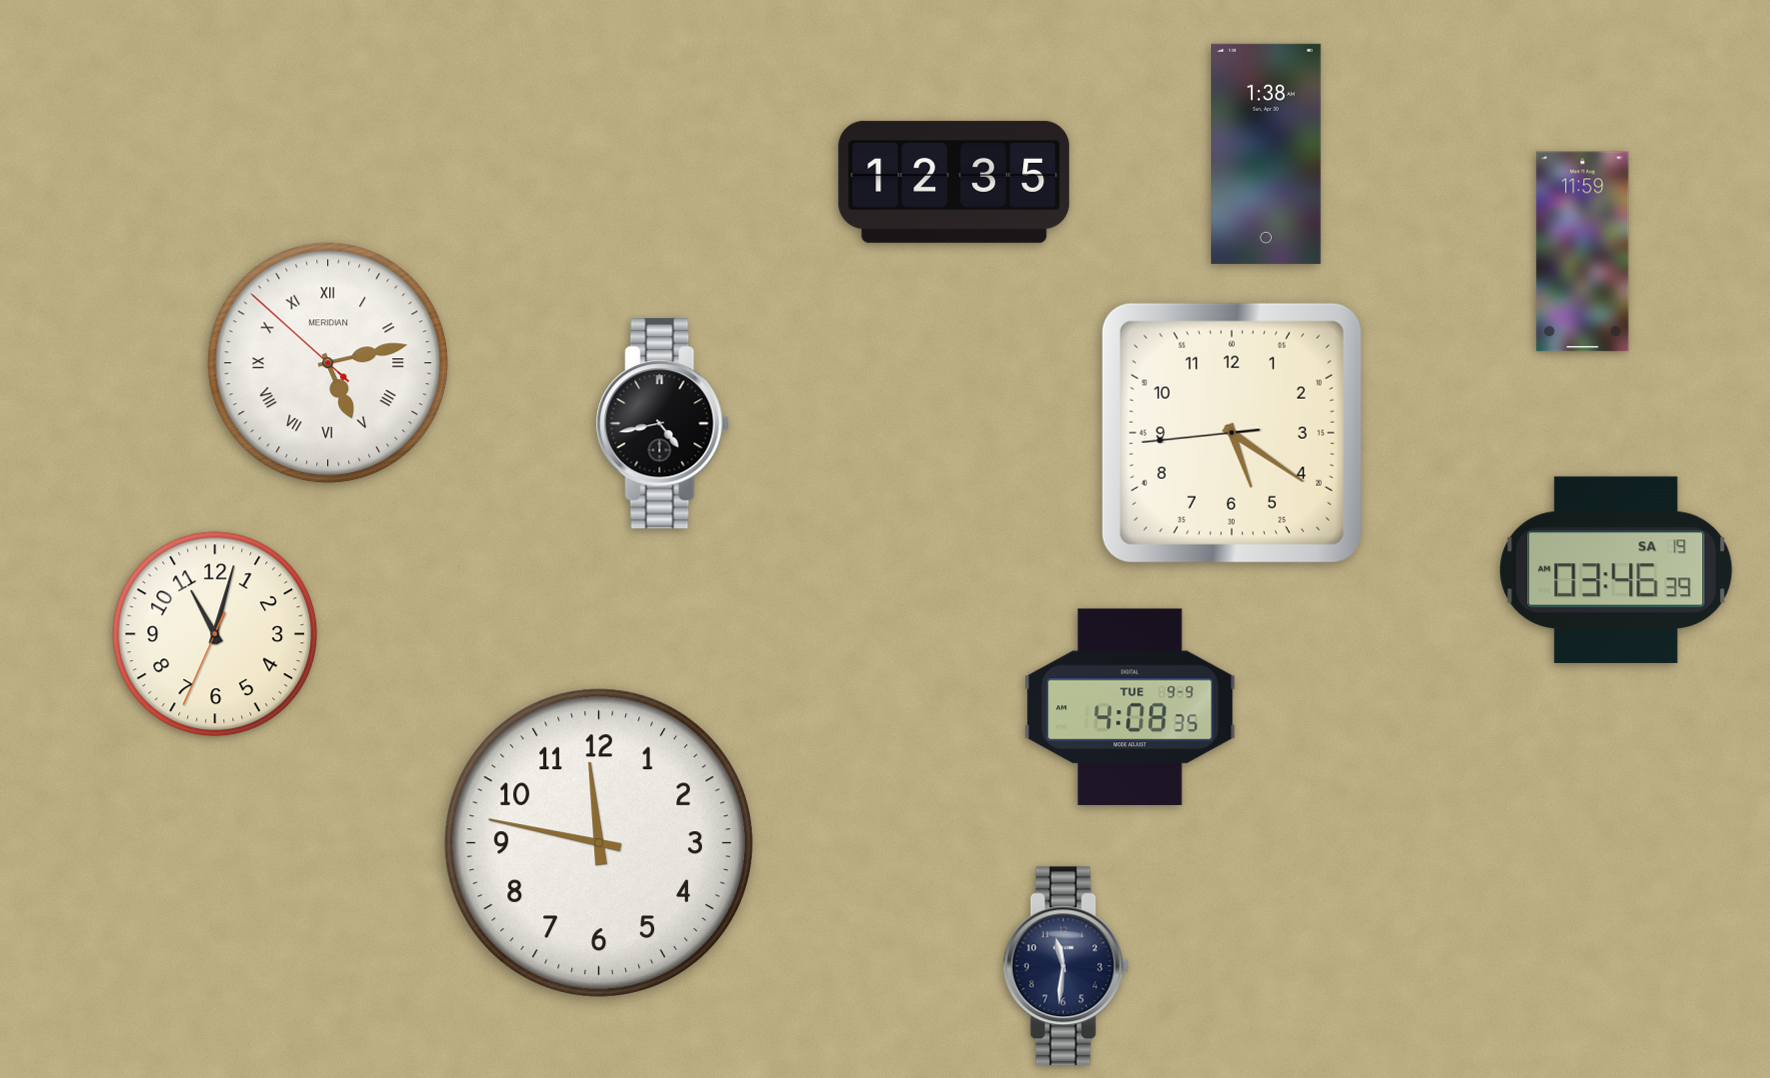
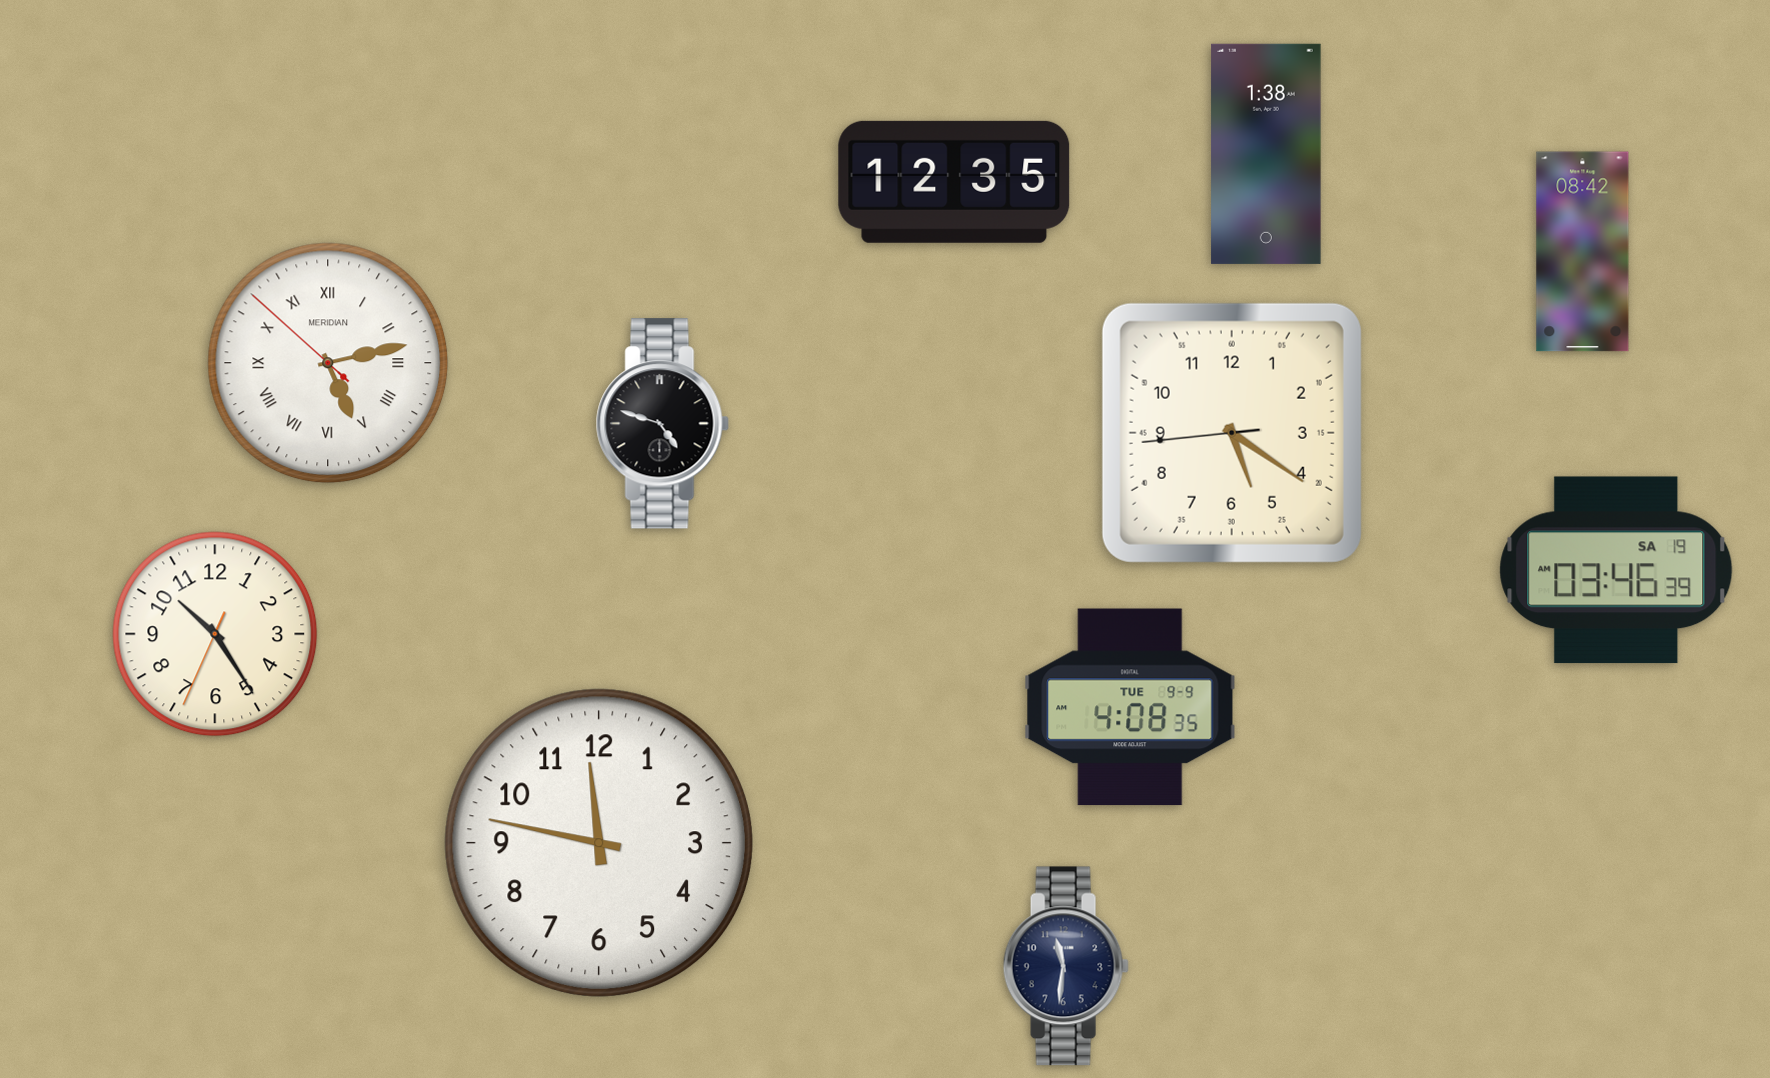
clock at (1583, 252): 11:59 -> 08:42
clock at (662, 424): 4:43 -> 4:48
clock at (215, 634): 11:02 -> 10:24
